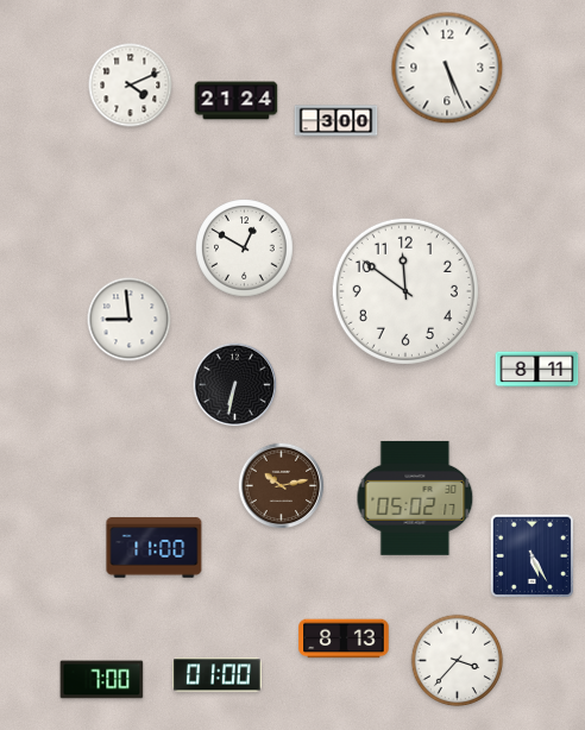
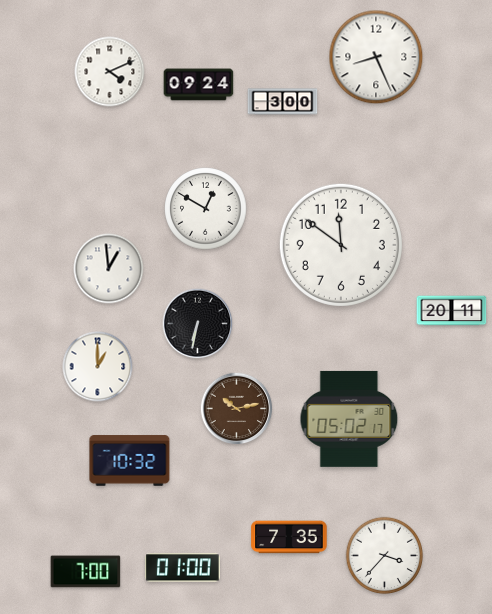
clock at (447, 68): 5:26 -> 8:26
clock at (237, 101): 21:24 -> 09:24
clock at (130, 320): 8:59 -> 12:59
clock at (537, 370): 8:11 -> 20:11
clock at (98, 367): none -> 1:00
clock at (155, 548): 11:00 -> 10:32
clock at (531, 555): 5:25 -> none
clock at (344, 638): 8:13 -> 7:35
